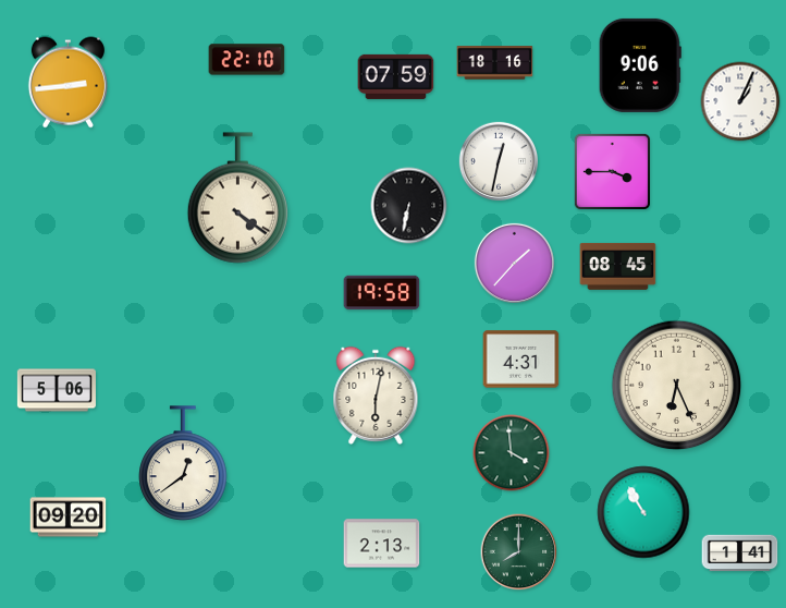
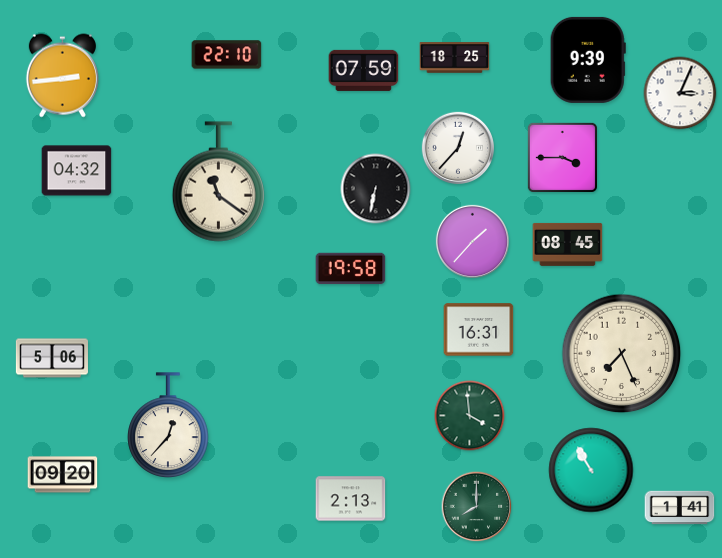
clock at (495, 63): 18:16 -> 18:25
clock at (640, 65): 9:06 -> 9:39
clock at (740, 101): 1:04 -> 3:04
clock at (498, 160): 12:32 -> 12:37
clock at (77, 171): none -> 04:32
clock at (237, 198): 4:21 -> 11:21
clock at (521, 360): 4:31 -> 16:31
clock at (677, 386): 6:26 -> 7:26
clock at (376, 396): 6:02 -> none
clock at (183, 463): 12:39 -> 12:37
